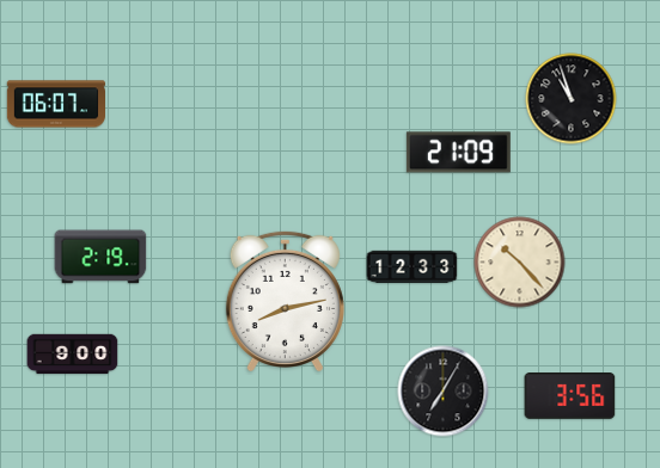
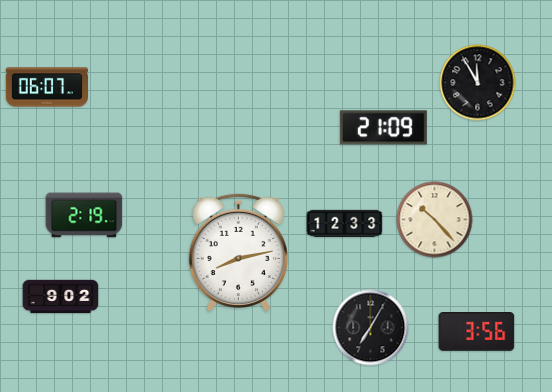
clock at (572, 99): 10:57 -> 11:55
clock at (73, 355): 9:00 -> 9:02
